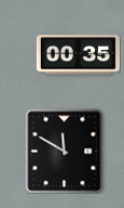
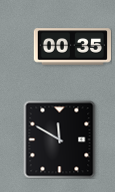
clock at (78, 55) position: (78, 55) -> (72, 47)
